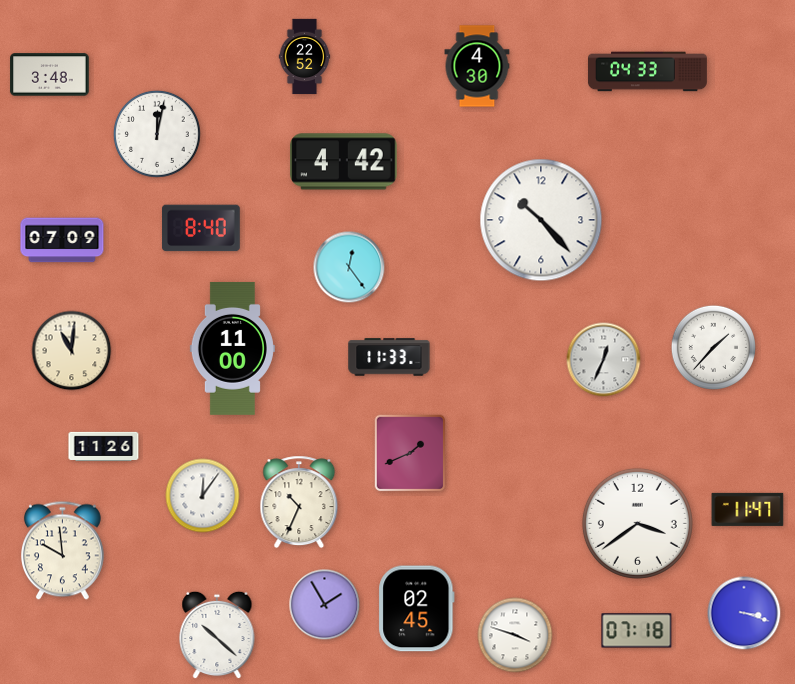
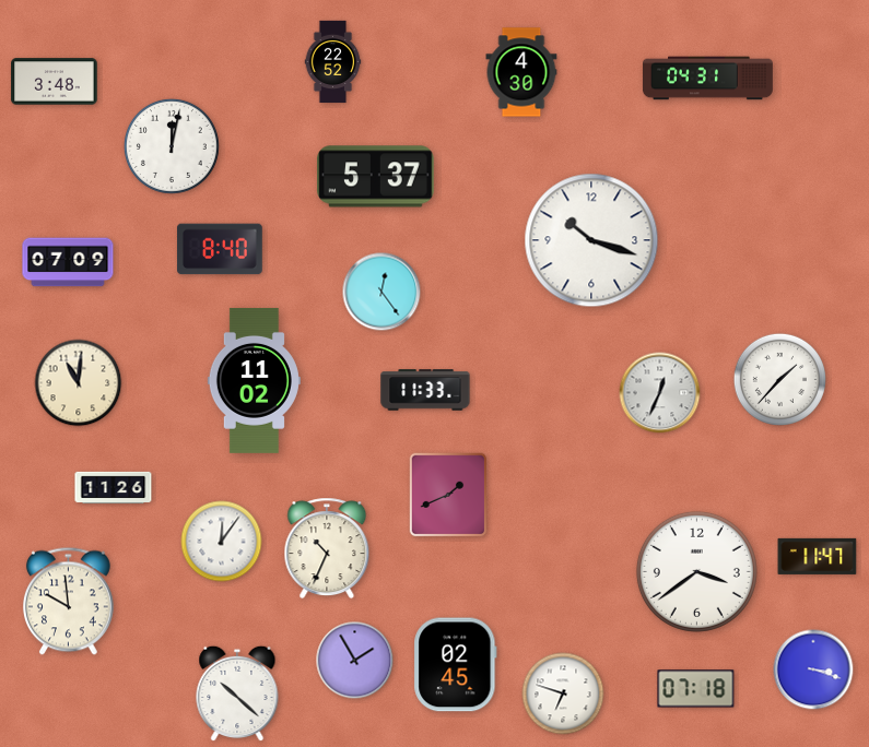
clock at (648, 72): 04:33 -> 04:31
clock at (344, 162): 4:42 -> 5:37
clock at (541, 220): 10:23 -> 10:18
clock at (232, 348): 11:00 -> 11:02
clock at (515, 635): 3:48 -> 6:48
